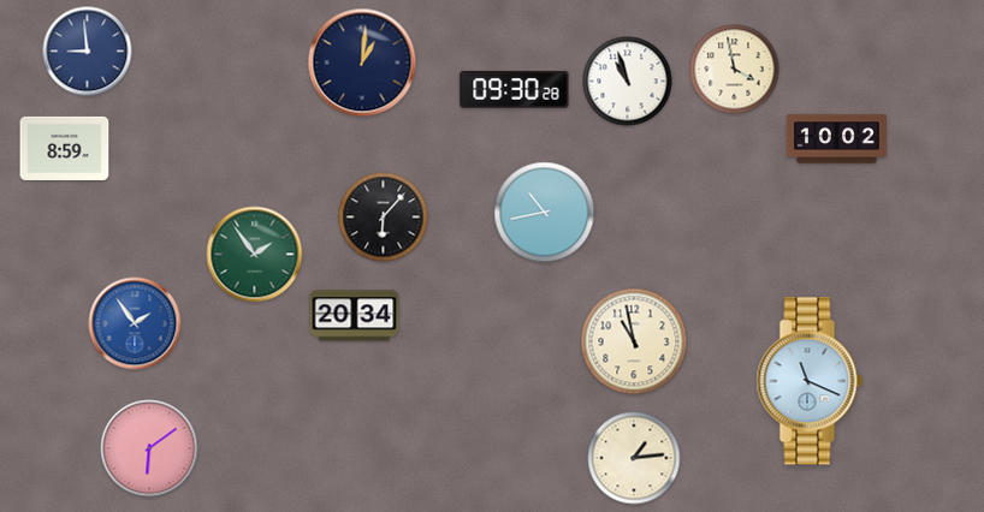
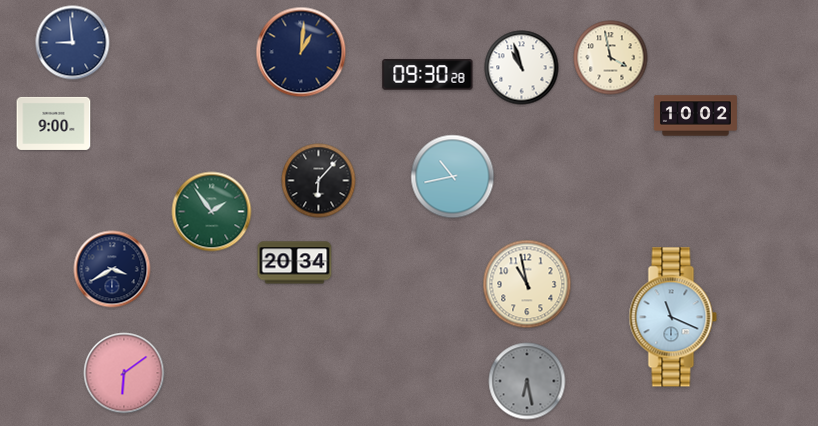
clock at (65, 148): 8:59 -> 9:00
clock at (135, 323): 1:54 -> 3:40
clock at (135, 323) dial: blue -> navy
clock at (634, 458): 1:14 -> 6:28
clock at (634, 458) dial: cream -> grey
